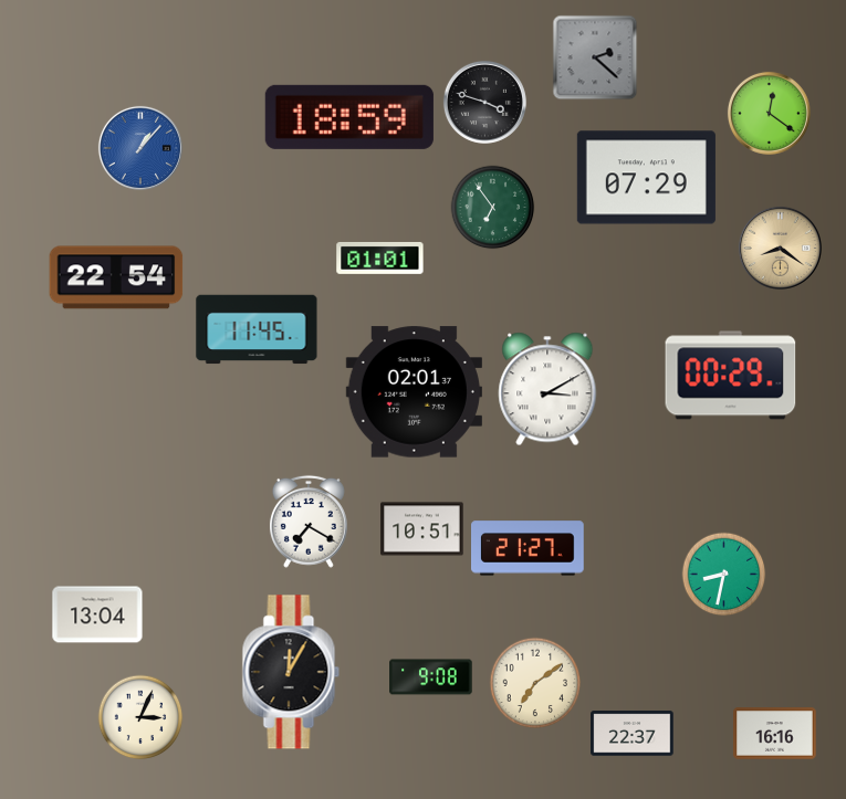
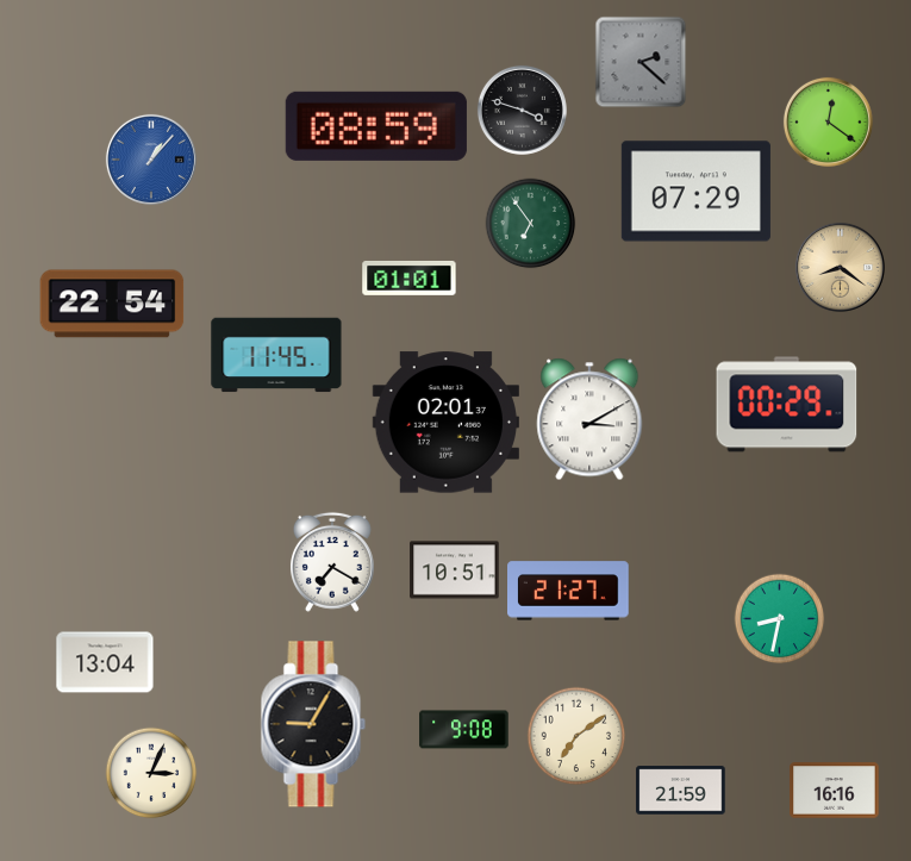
clock at (349, 117): 18:59 -> 08:59
clock at (116, 277) position: (116, 277) -> (112, 304)
clock at (291, 672): 12:05 -> 9:05
clock at (633, 734): 22:37 -> 21:59
